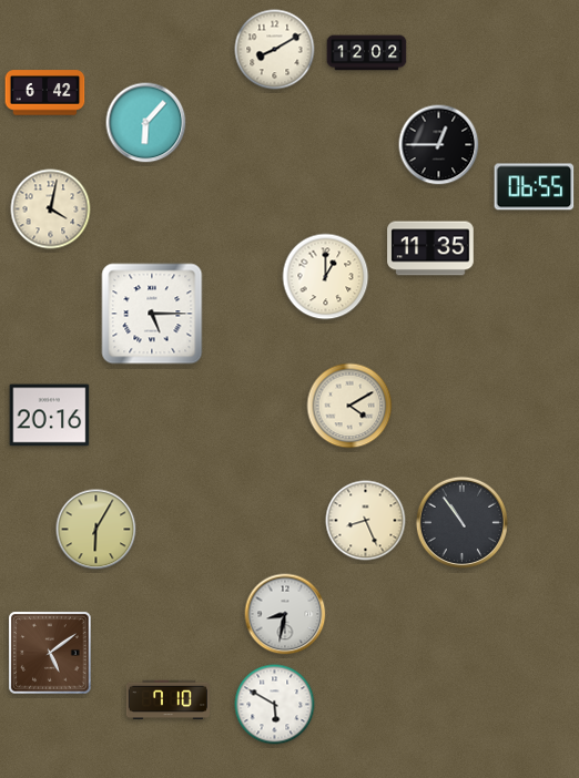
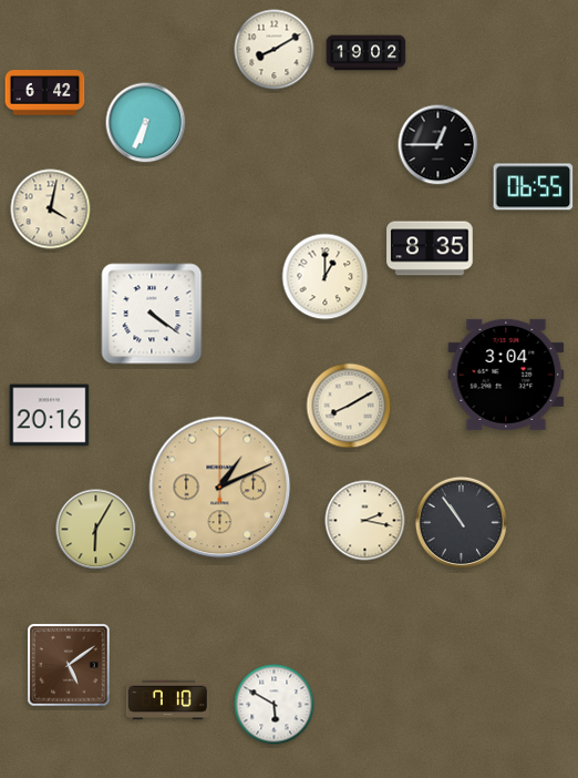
clock at (367, 53): 12:02 -> 19:02
clock at (146, 123): 6:07 -> 6:34
clock at (430, 248): 11:35 -> 8:35
clock at (152, 314): 5:15 -> 4:21
clock at (506, 375): none -> 3:04
clock at (349, 406): 4:10 -> 8:10
clock at (220, 488): none -> 1:11
clock at (366, 521): 8:26 -> 2:17
clock at (285, 614): 8:32 -> none
clock at (50, 653) position: (50, 653) -> (69, 665)
